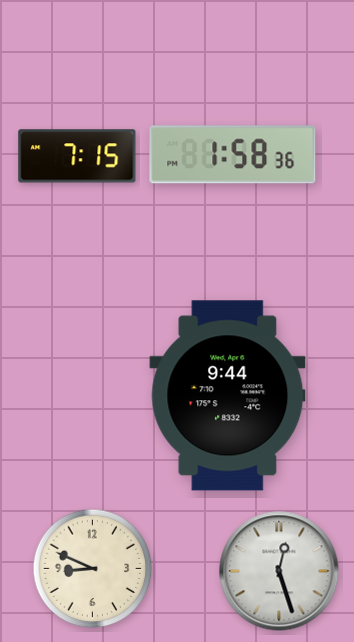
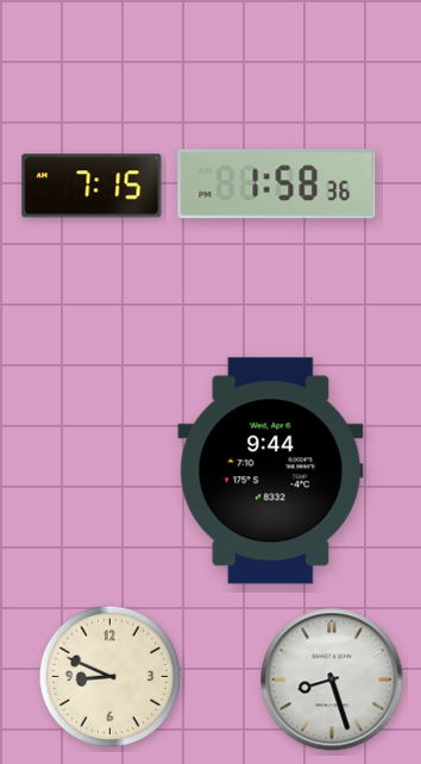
clock at (279, 571): 12:27 -> 8:27
